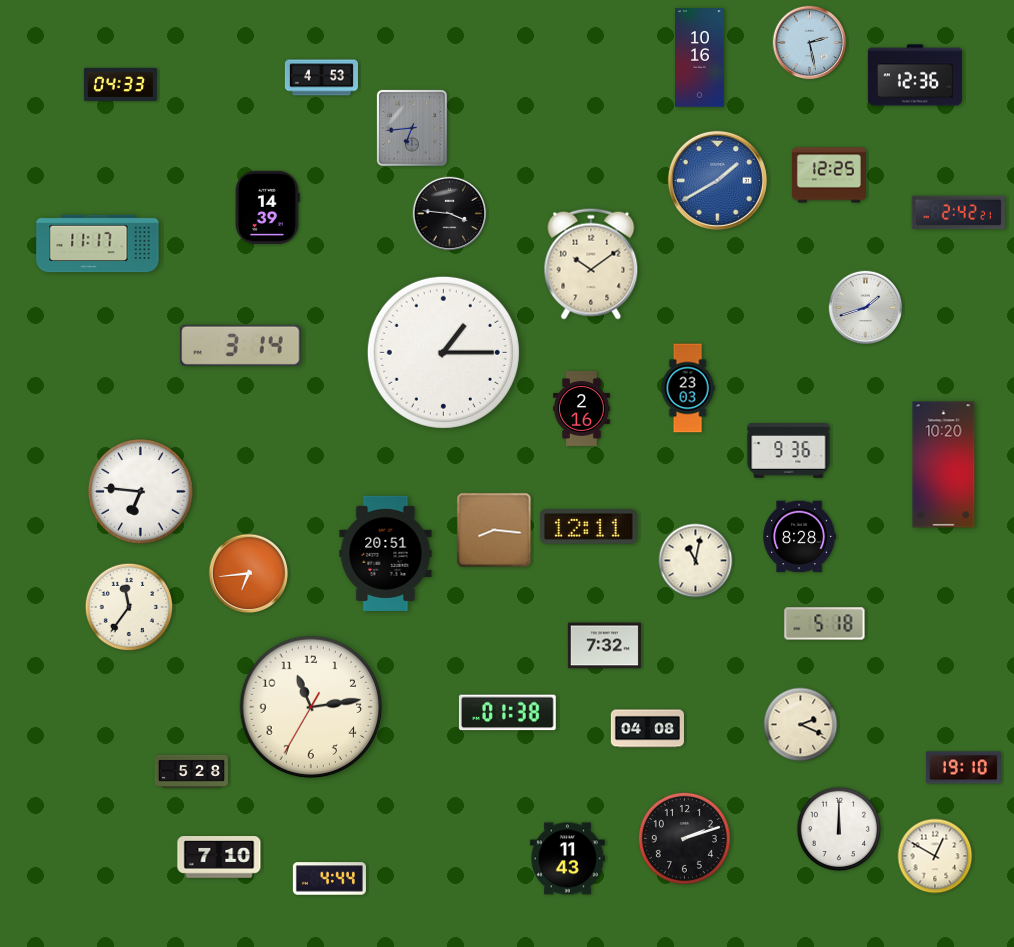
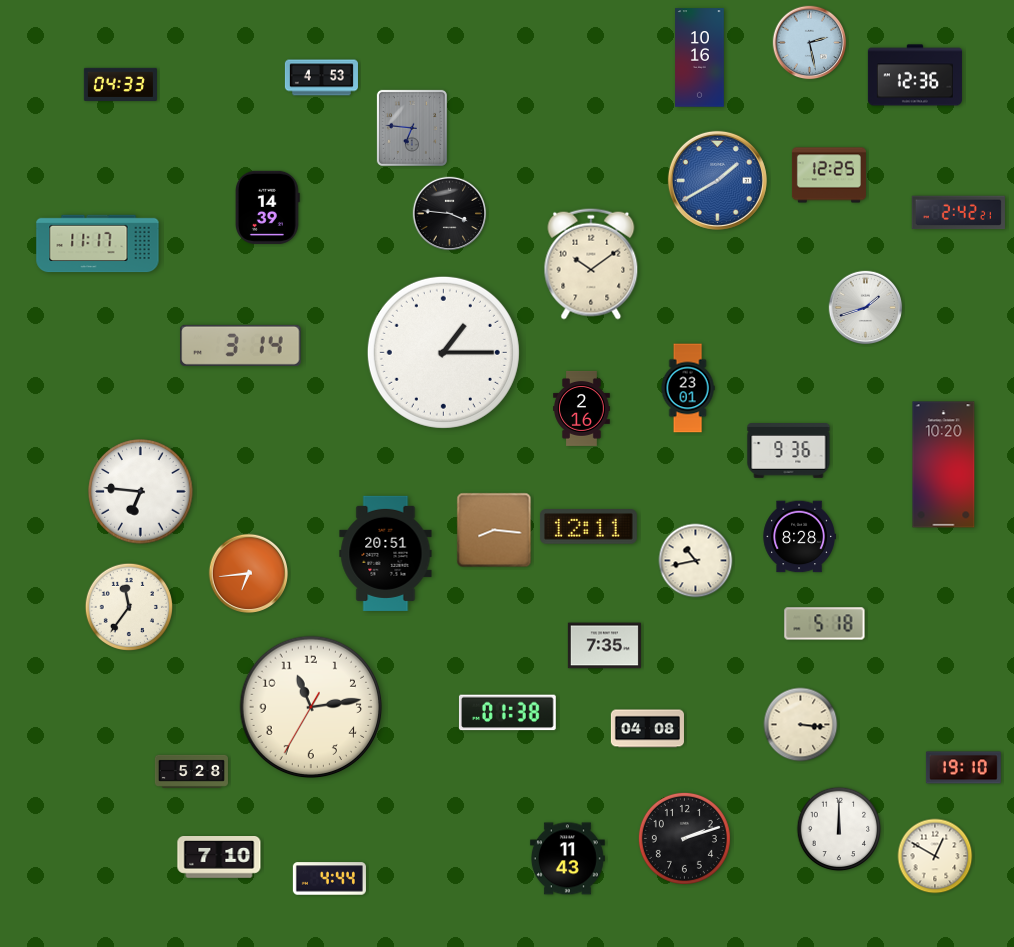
clock at (412, 128): 6:44 -> 6:46
clock at (688, 388): 23:03 -> 23:01
clock at (696, 561): 11:02 -> 10:43
clock at (604, 646): 7:32 -> 7:35
clock at (801, 725): 2:19 -> 3:16
